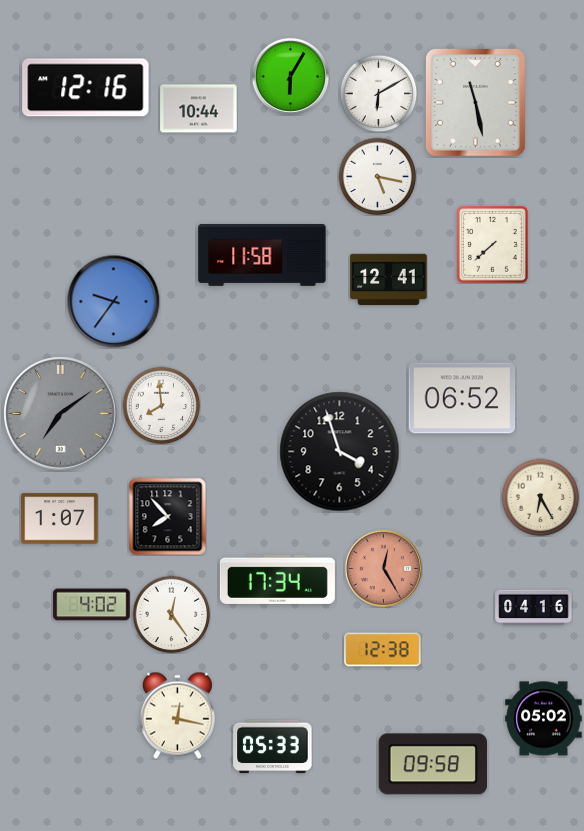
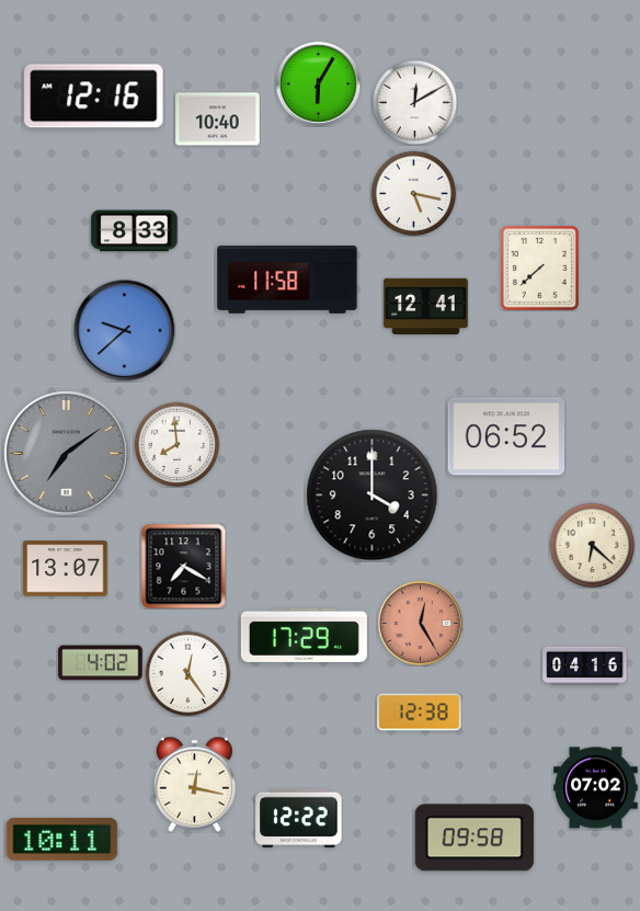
clock at (378, 93): 6:10 -> 12:10
clock at (476, 103): 11:28 -> none
clock at (199, 109): 10:44 -> 10:40
clock at (135, 231): none -> 8:33
clock at (113, 301): 9:36 -> 9:38
clock at (340, 452): 3:57 -> 4:00
clock at (540, 497): 6:25 -> 6:22
clock at (167, 516): 7:53 -> 7:20
clock at (60, 519): 1:07 -> 13:07
clock at (277, 579): 17:34 -> 17:29
clock at (544, 719): 05:02 -> 07:02
clock at (273, 747): 05:33 -> 12:22
clock at (62, 839): none -> 10:11
